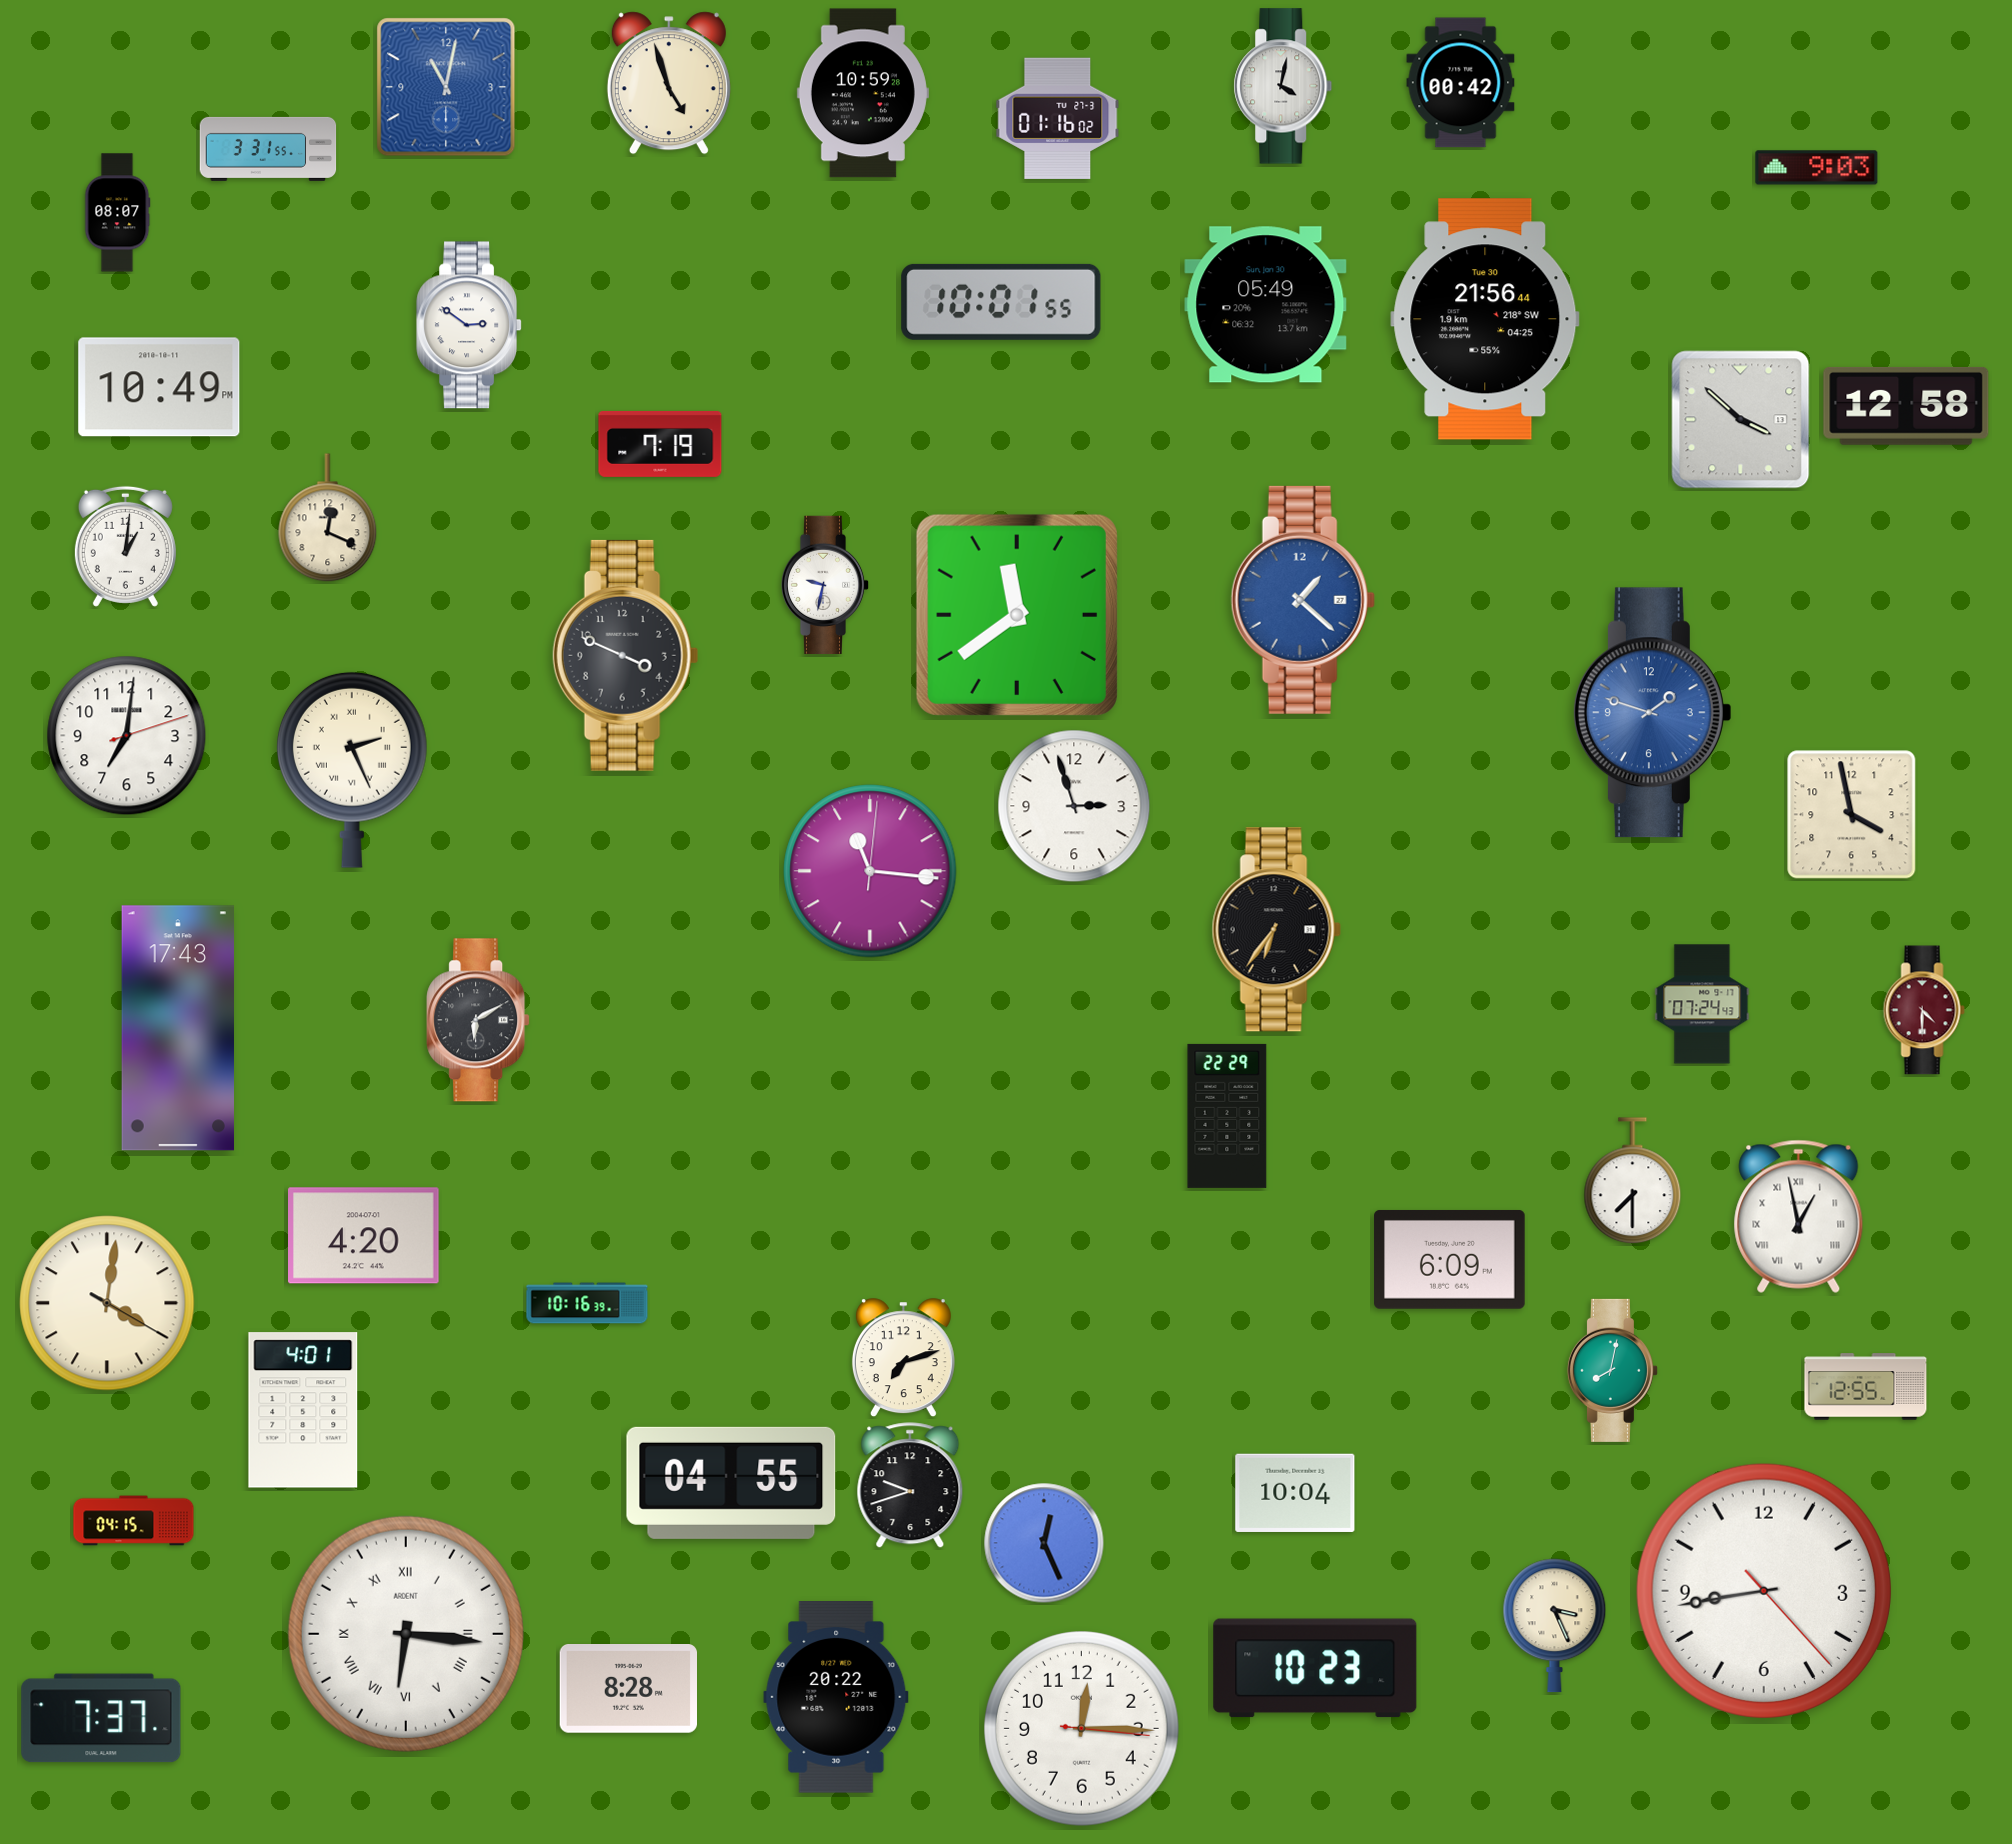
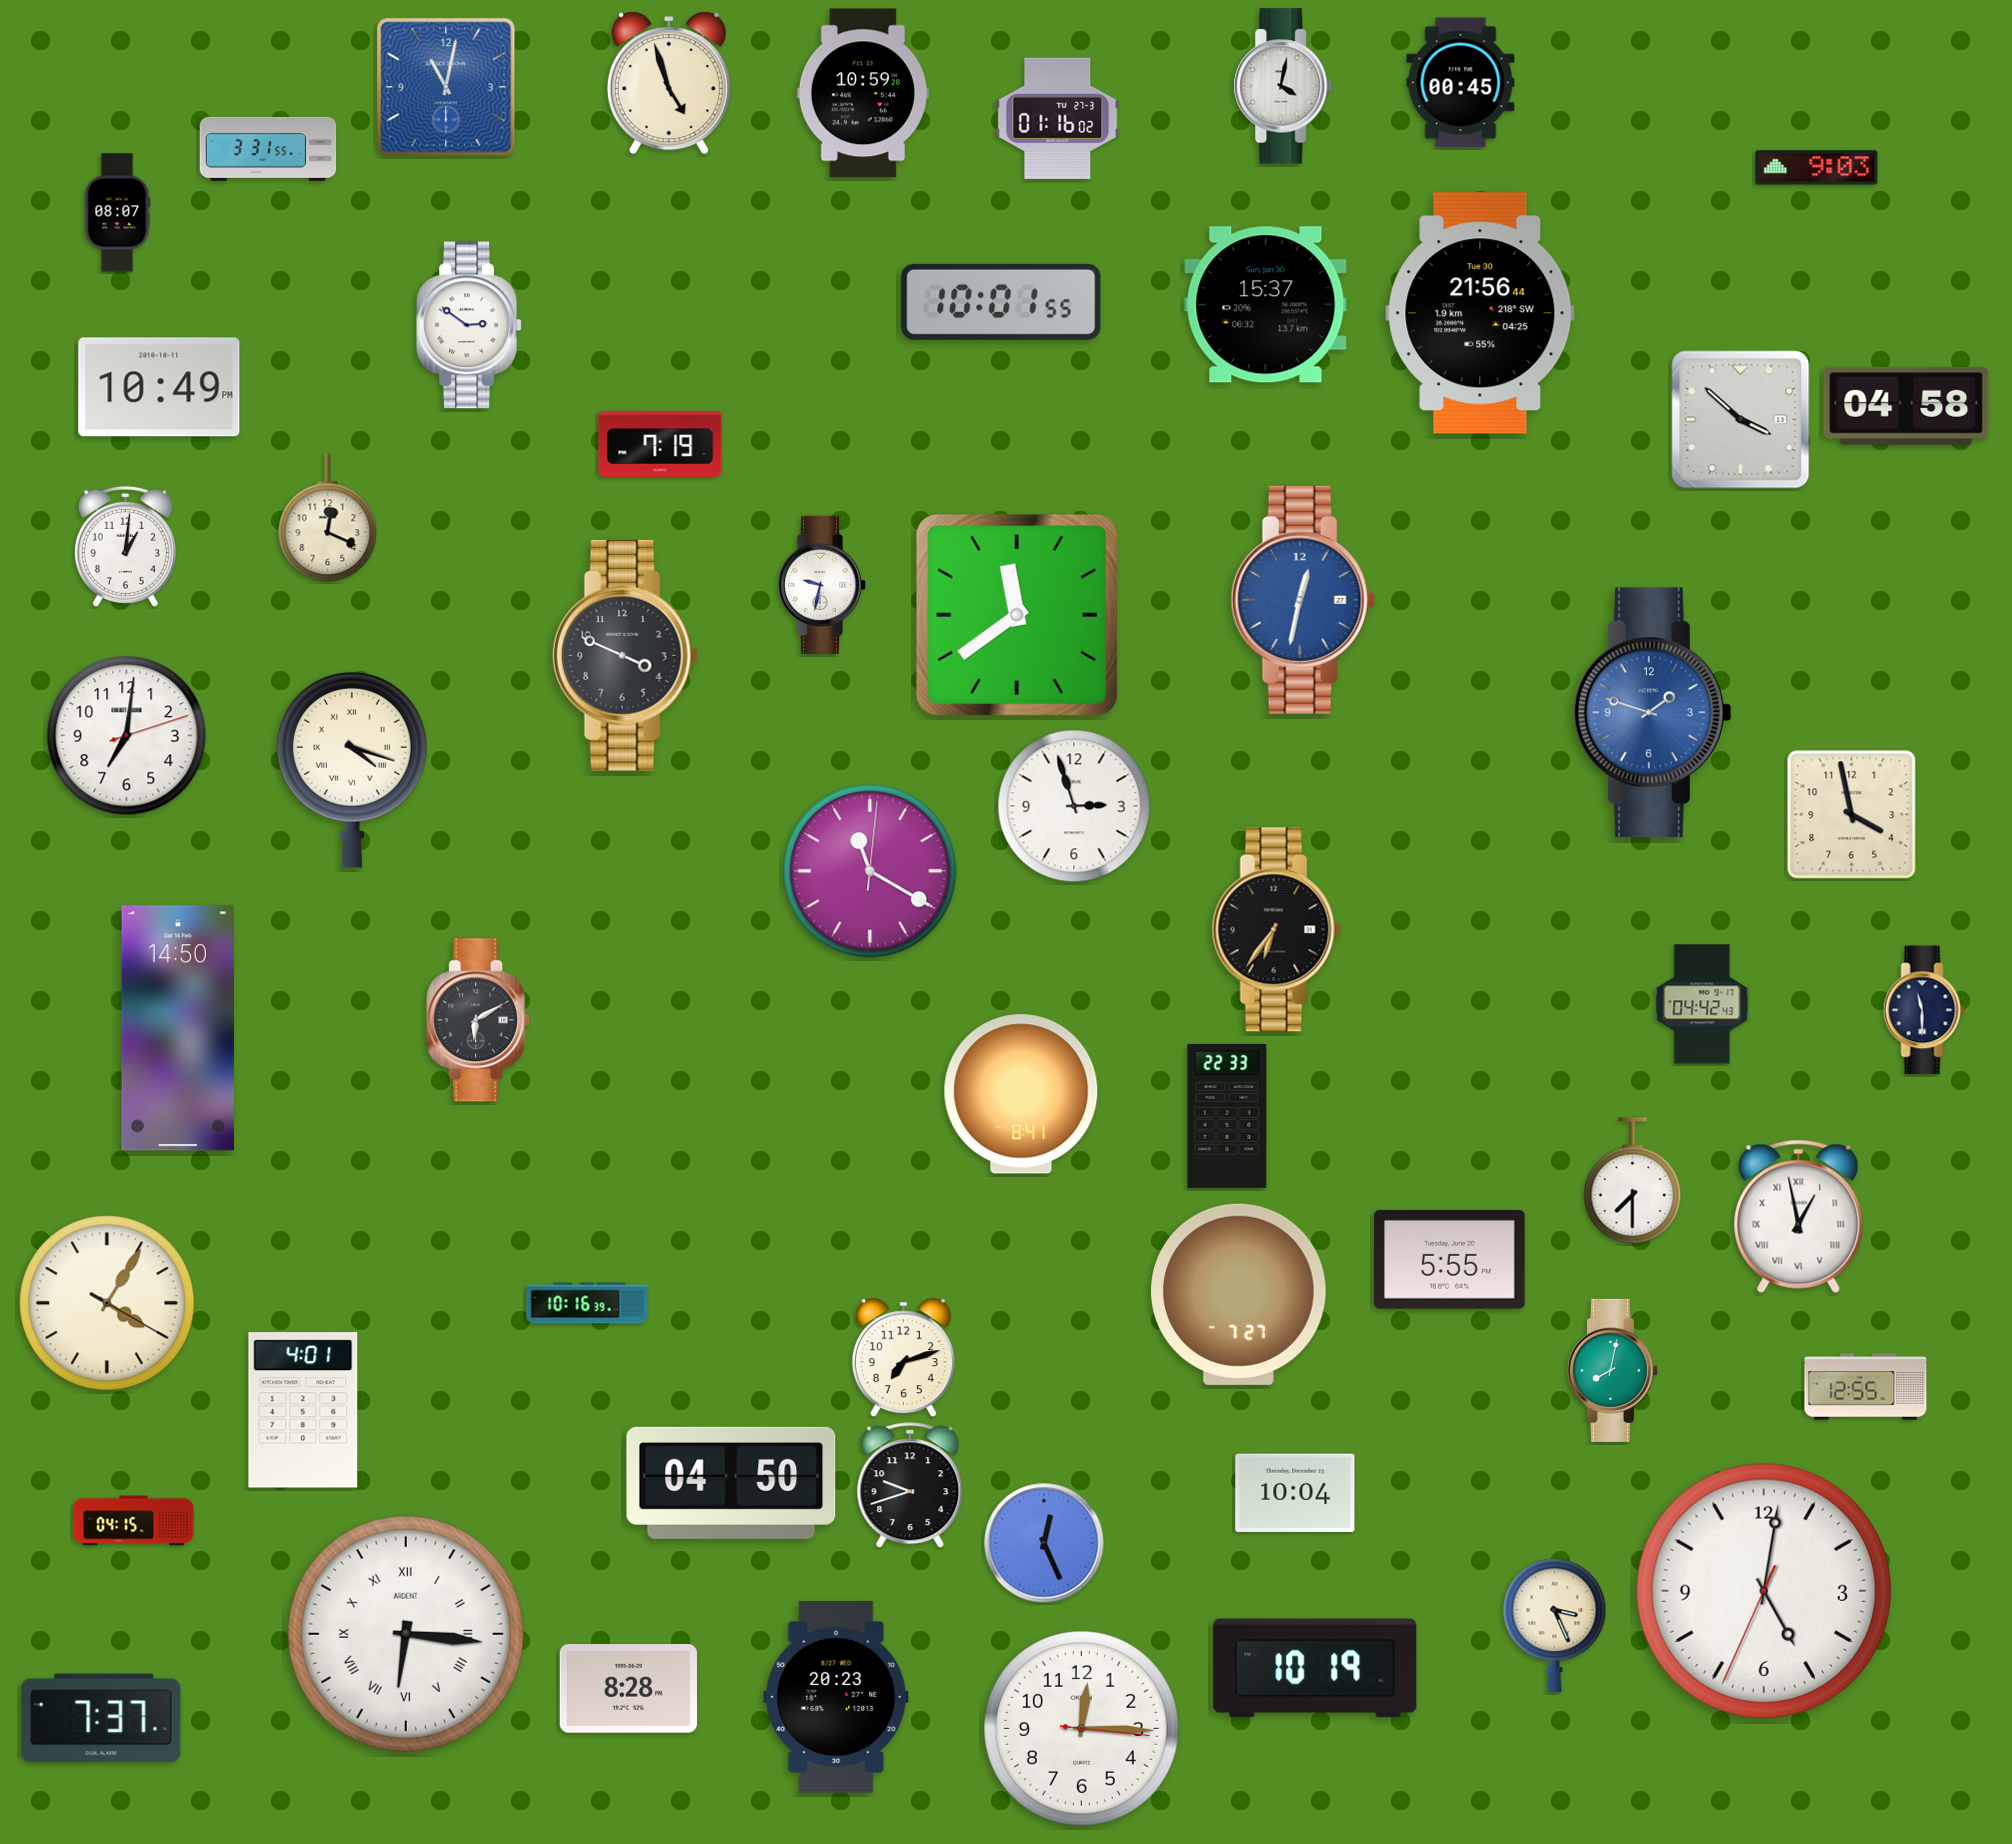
clock at (1461, 83): 00:42 -> 00:45
clock at (1266, 305): 05:49 -> 15:37
clock at (1485, 319) position: (1485, 319) -> (1480, 313)
clock at (1906, 406): 12:58 -> 04:58
clock at (825, 584) position: (825, 584) -> (822, 584)
clock at (1303, 600): 1:22 -> 12:32
clock at (352, 770): 2:26 -> 4:18
clock at (870, 871): 11:16 -> 11:20
clock at (1702, 1004): 07:24 -> 04:42
clock at (1924, 1010): 4:30 -> 11:30
clock at (1924, 1010) dial: burgundy -> navy
clock at (177, 1028): 17:43 -> 14:50
clock at (1021, 1094): none -> 8:41
clock at (1227, 1116): 22:29 -> 22:33
clock at (364, 1236): 4:20 -> none
clock at (1450, 1260): 6:09 -> 5:55
clock at (1239, 1294): none -> 7:27
clock at (107, 1303): 4:01 -> 4:05
clock at (731, 1483): 04:55 -> 04:50
clock at (1764, 1591): 8:43 -> 5:01
clock at (1315, 1668): 10:23 -> 10:19
clock at (836, 1698): 20:22 -> 20:23
